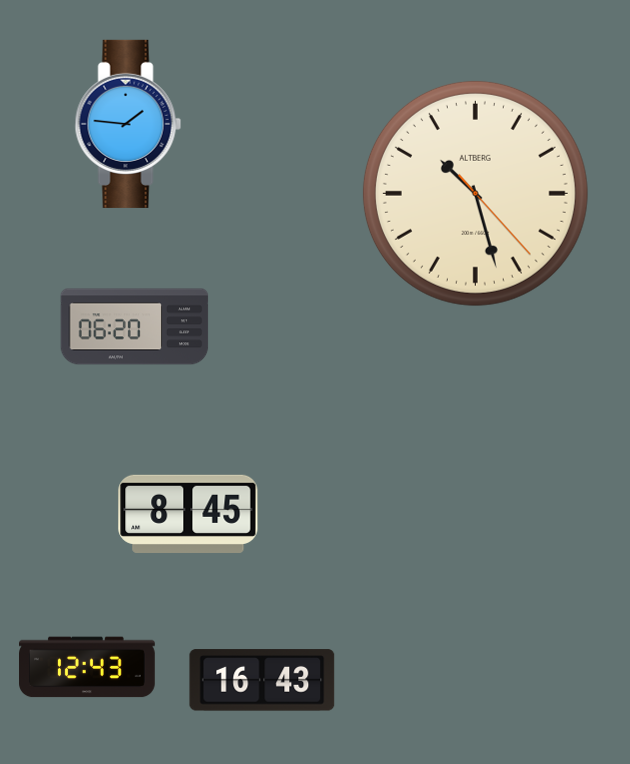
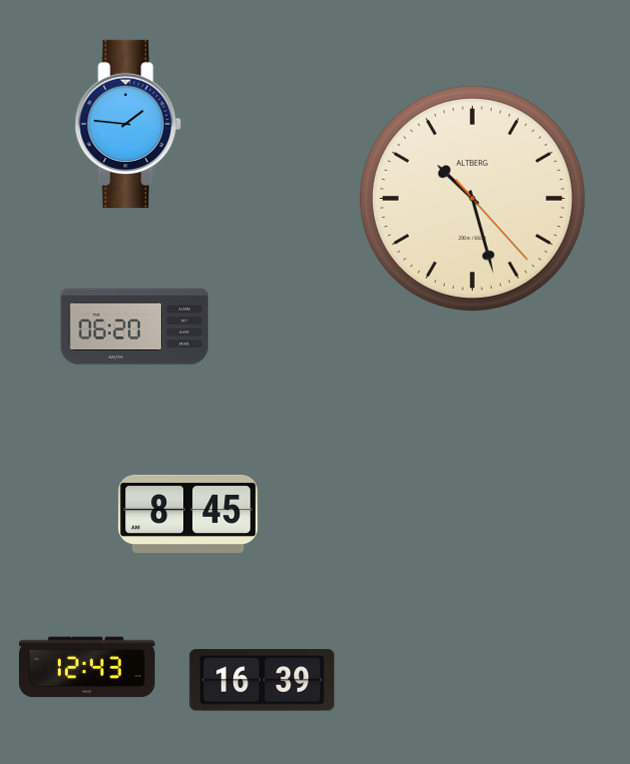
clock at (475, 193) position: (475, 193) -> (472, 198)
clock at (262, 680): 16:43 -> 16:39
